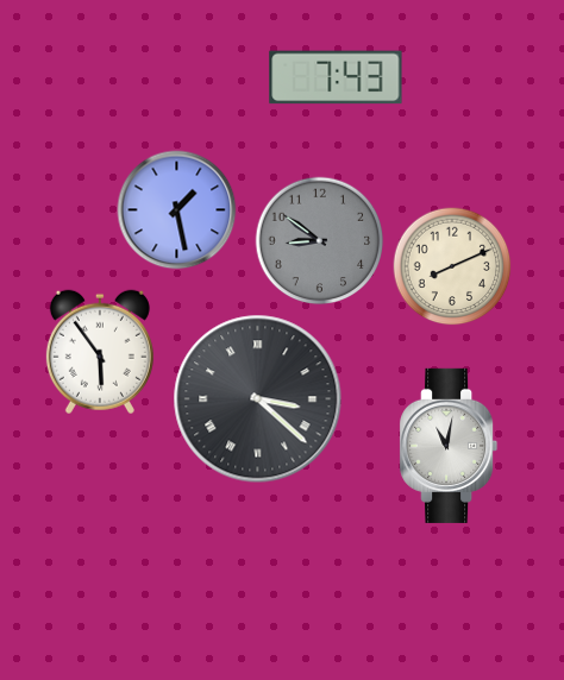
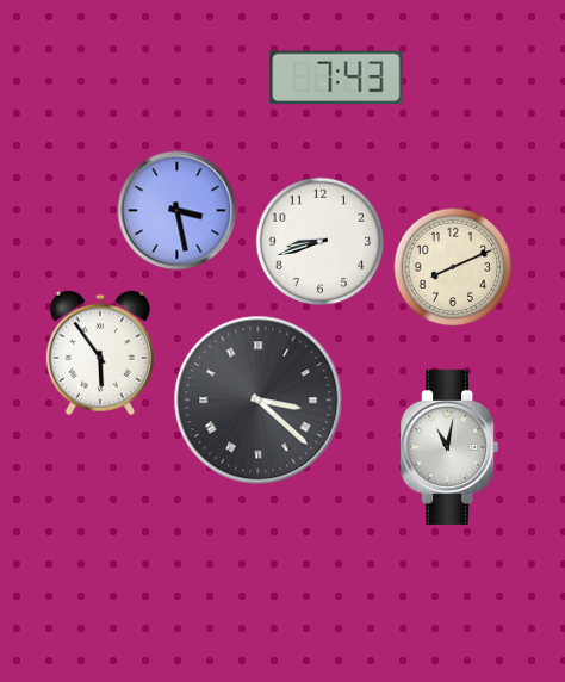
clock at (177, 210): 1:28 -> 3:28
clock at (320, 241): 8:51 -> 8:42
clock at (320, 241) dial: grey -> white
